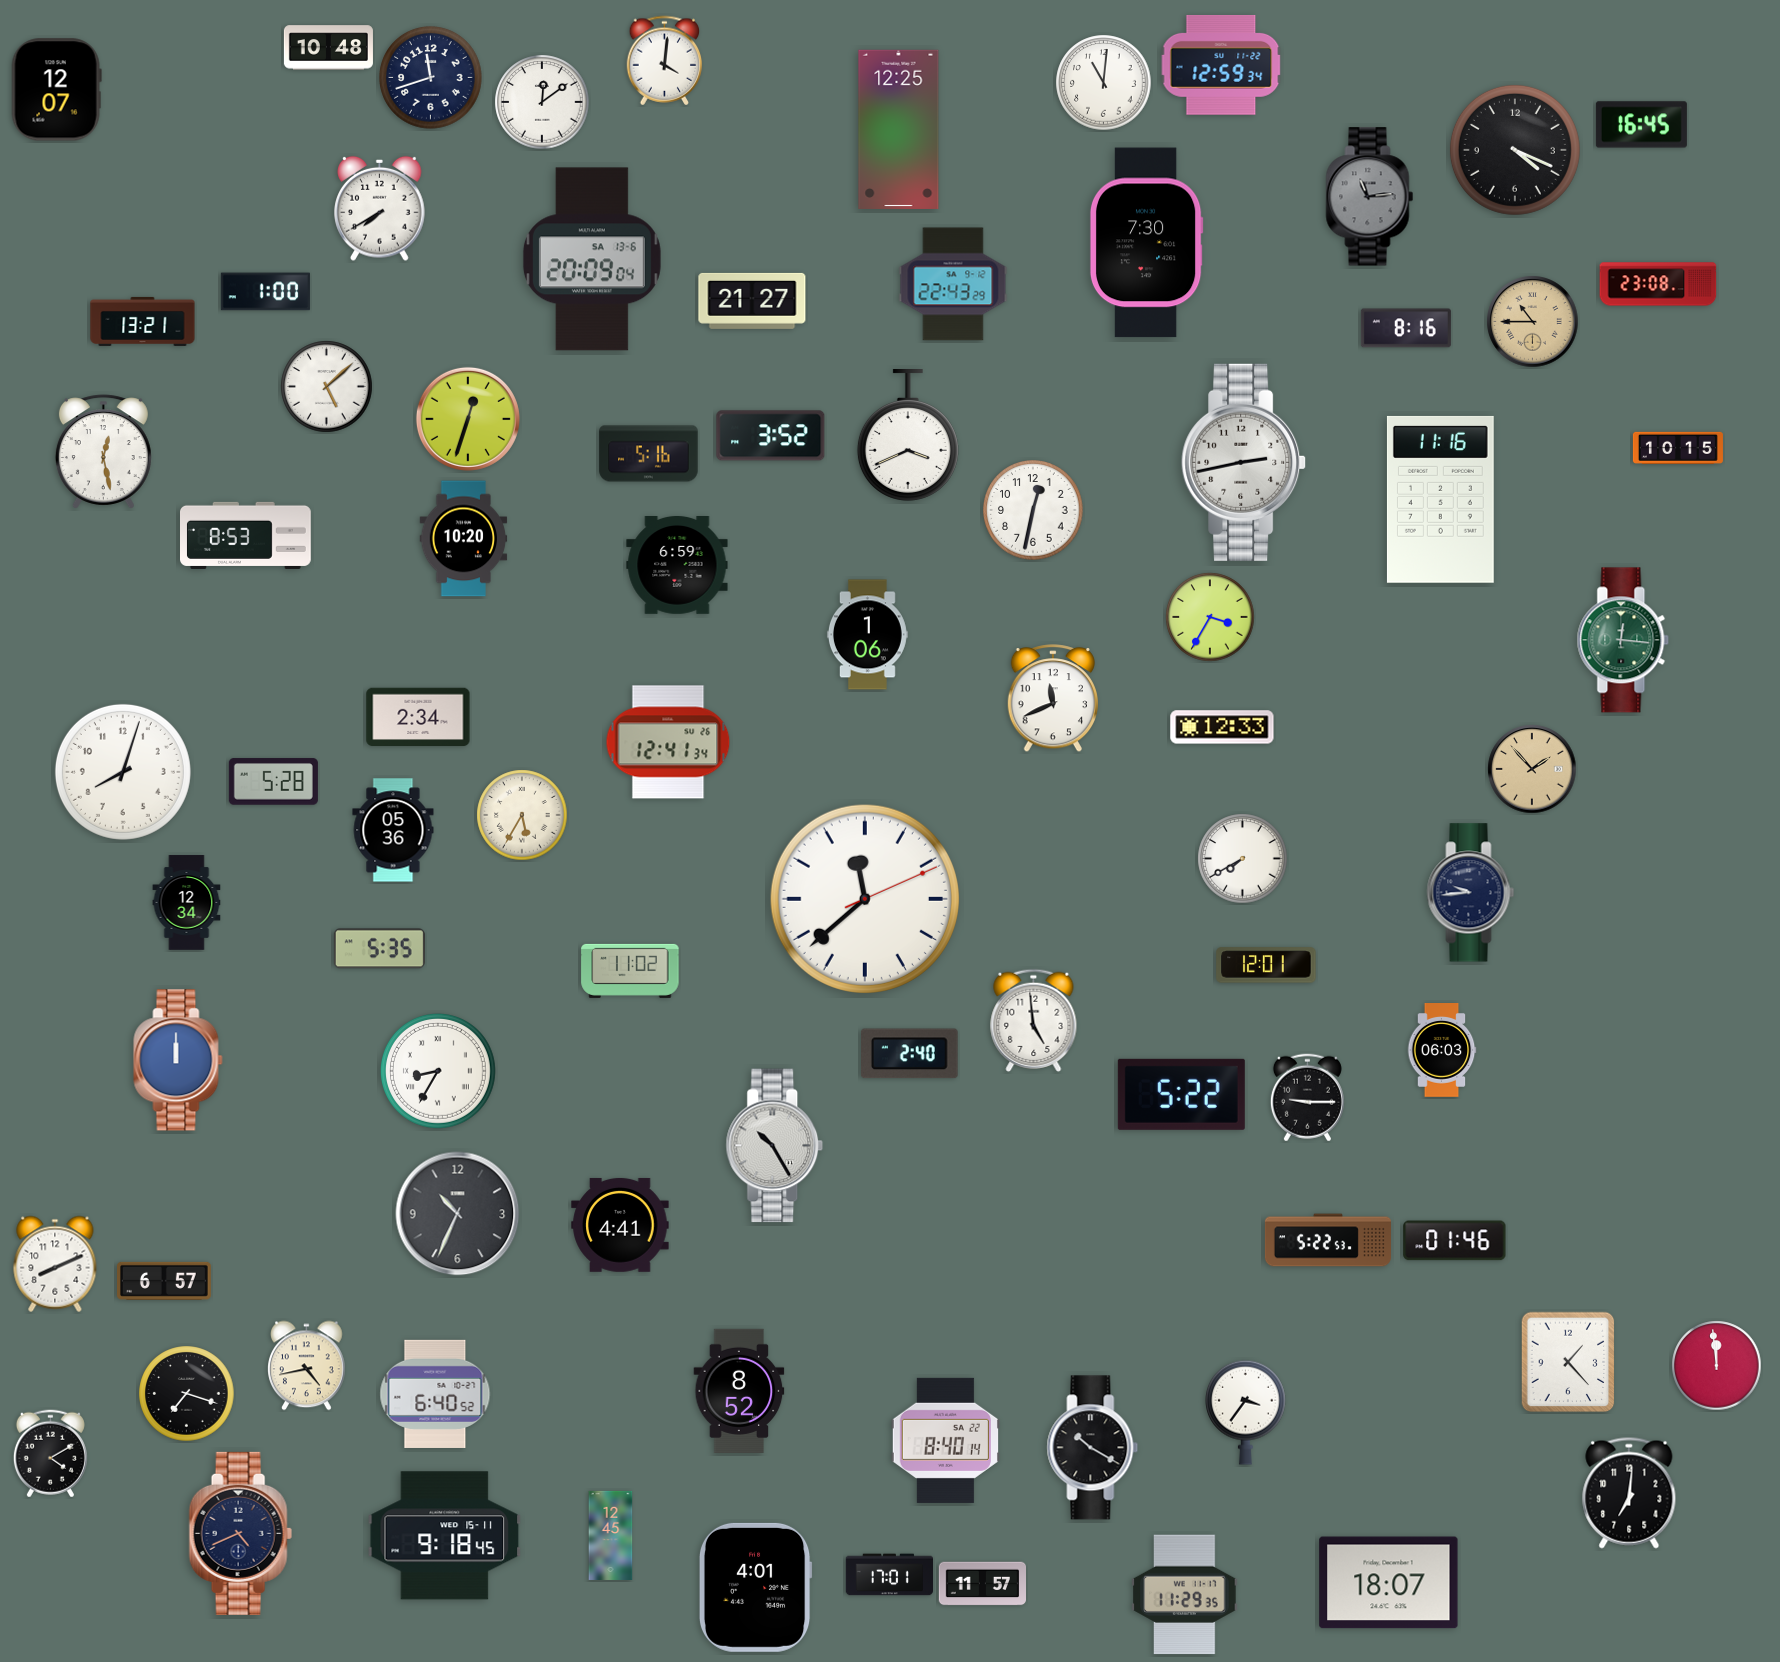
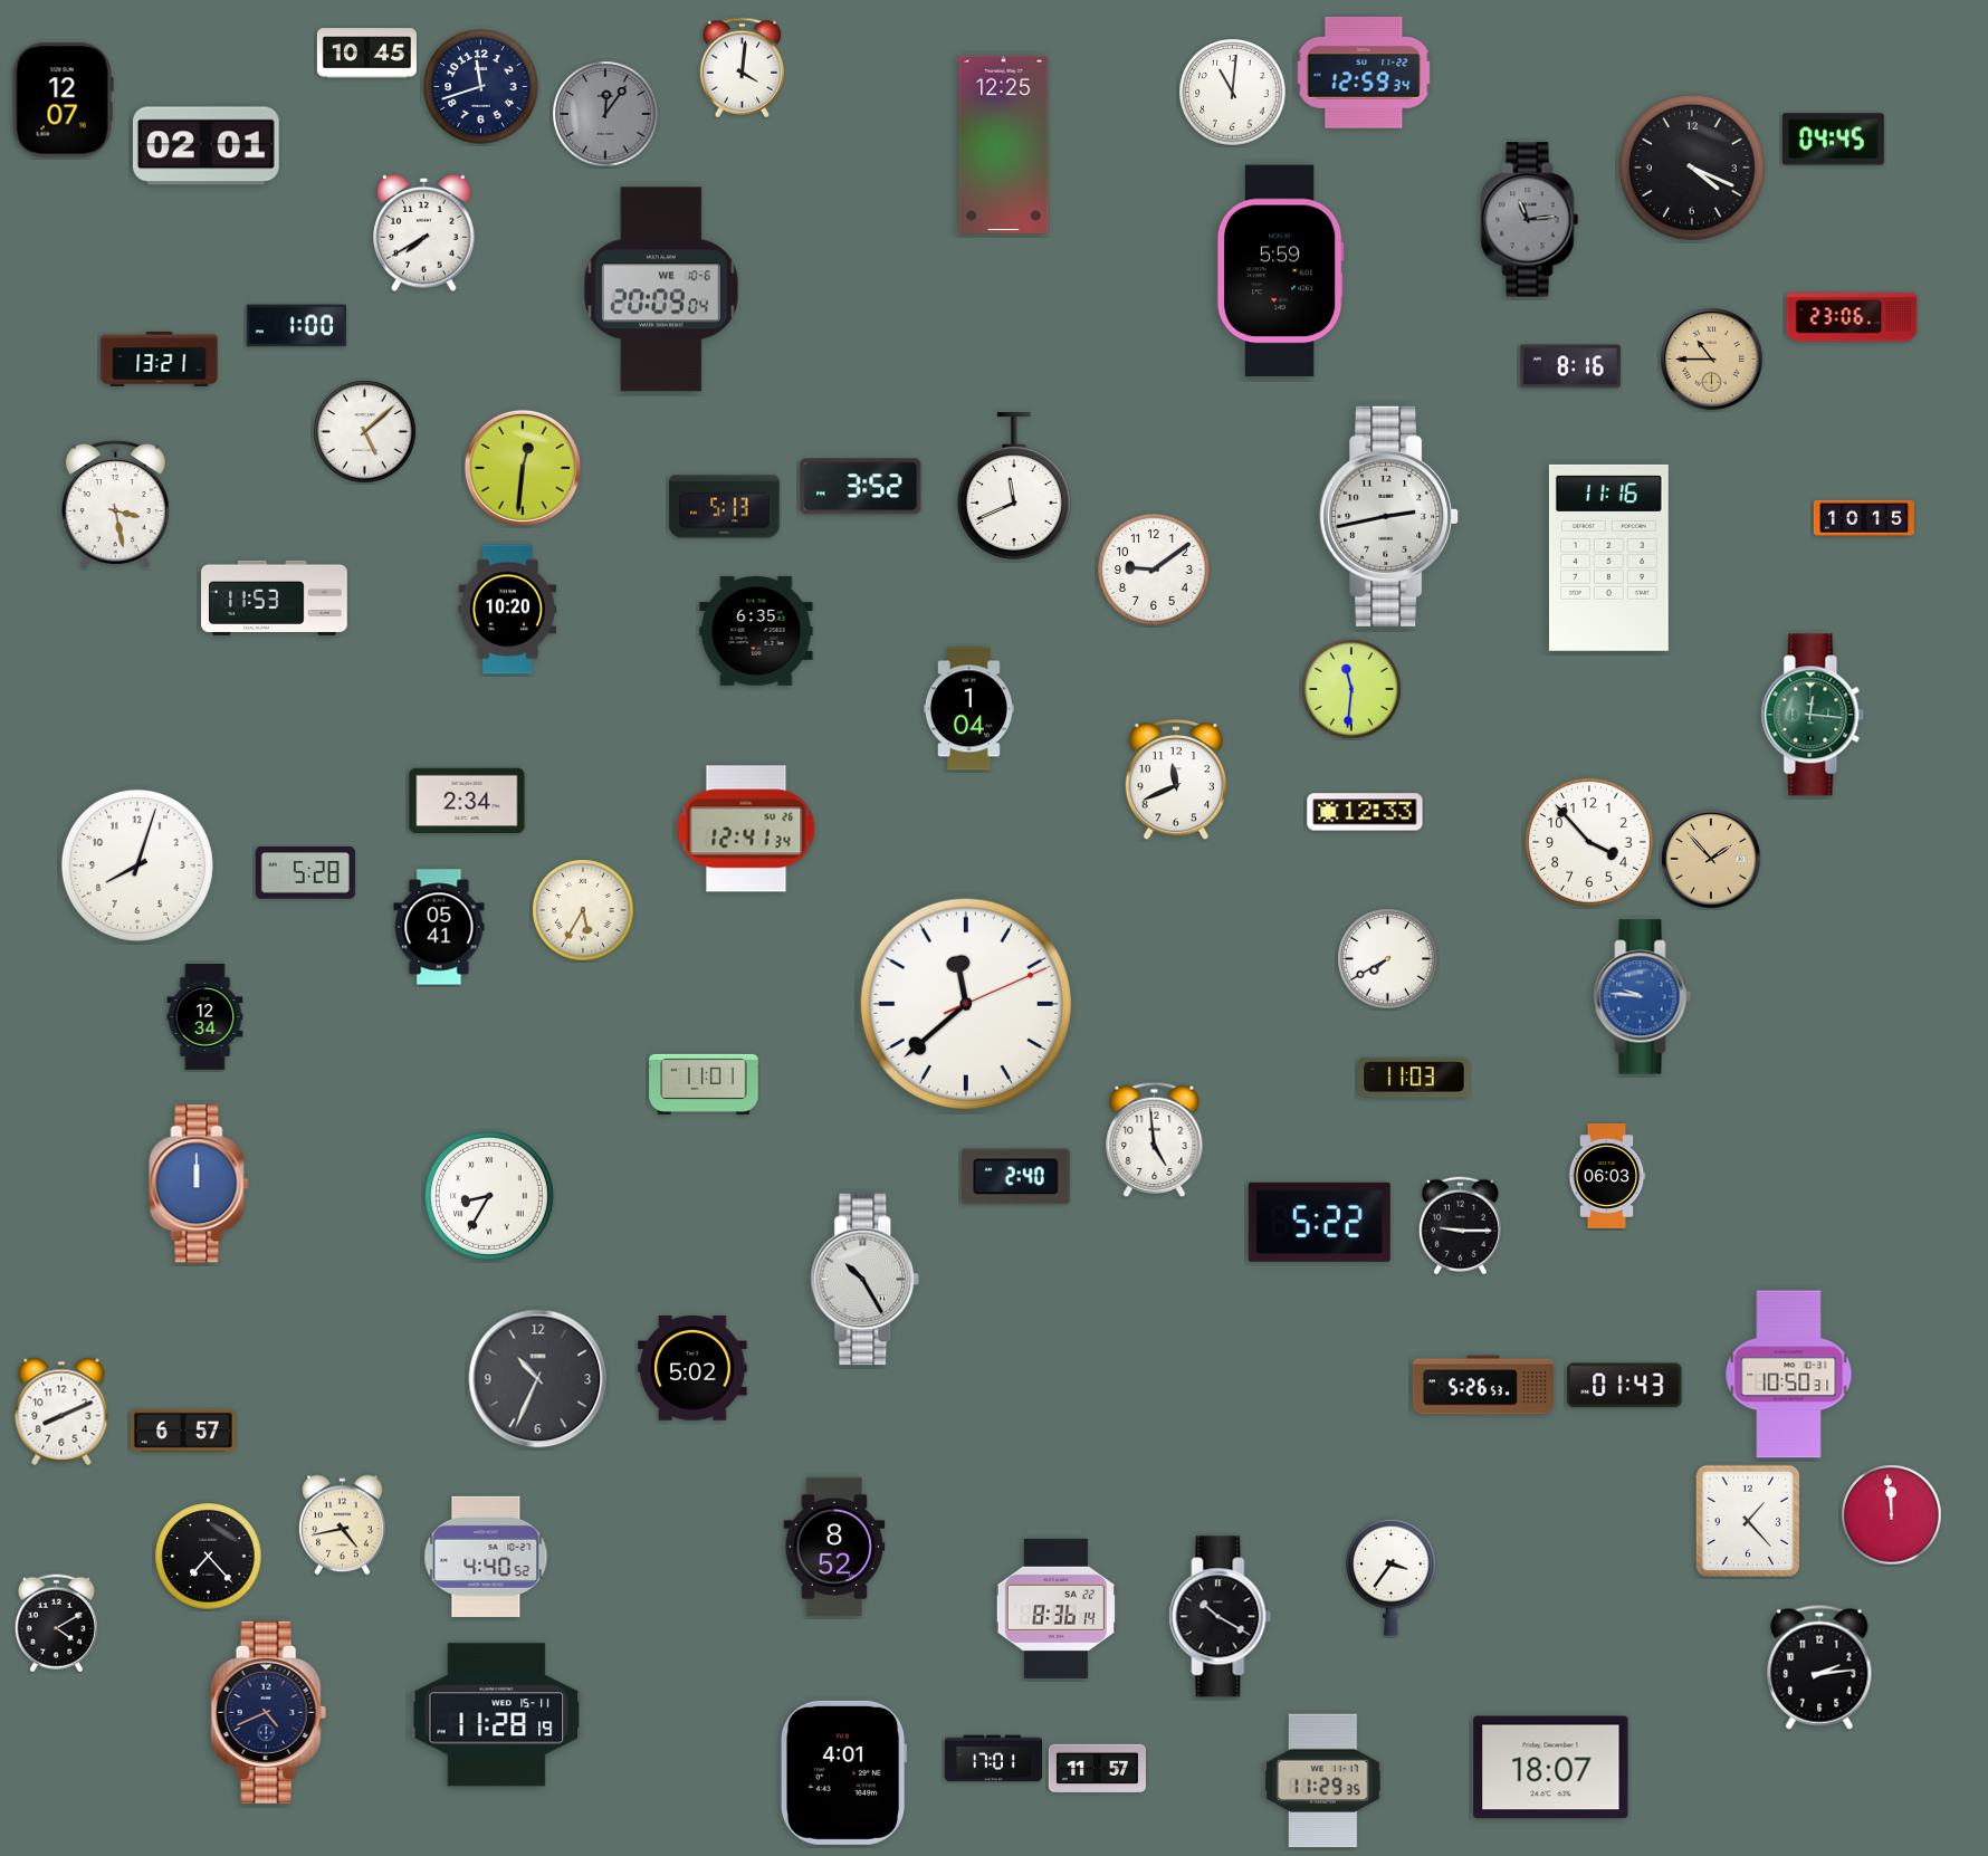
clock at (328, 48): 10:48 -> 10:45
clock at (542, 102): 12:09 -> 12:06
clock at (542, 102) dial: white -> grey
clock at (1641, 125): 16:45 -> 04:45
clock at (206, 146): none -> 02:01
clock at (1146, 243): 7:30 -> 5:59
clock at (592, 259) date: SA 13-6 -> WE 10-6
clock at (953, 284): 22:43 -> none
clock at (1658, 284): 23:08 -> 23:06
clock at (752, 301): 21:27 -> none
clock at (468, 419): 12:33 -> 12:31
clock at (908, 436): 3:41 -> 11:41
clock at (1678, 448) position: (1678, 448) -> (1864, 518)
clock at (103, 452): 12:28 -> 3:28
clock at (649, 454): 5:16 -> 5:13
clock at (1033, 510): 12:32 -> 9:09
clock at (246, 535): 8:53 -> 11:53
clock at (464, 539) position: (464, 539) -> (508, 610)
clock at (677, 566): 6:59 -> 6:35
clock at (1210, 617): 3:35 -> 11:31
clock at (867, 635): 1:06 -> 1:04
clock at (1589, 842): none -> 3:53
clock at (123, 772) position: (123, 772) -> (137, 865)
clock at (393, 830): 05:36 -> 05:41
clock at (1471, 893): 9:44 -> 9:46
clock at (1471, 893) dial: navy -> blue
clock at (187, 903) position: (187, 903) -> (206, 1017)
clock at (379, 949): 5:35 -> none
clock at (1266, 965): 12:01 -> 11:03
clock at (630, 971): 11:02 -> 11:01
clock at (1442, 1051) position: (1442, 1051) -> (1607, 1177)
clock at (458, 1214) position: (458, 1214) -> (538, 1379)
clock at (620, 1225): 4:41 -> 5:02
clock at (1789, 1375): none -> 10:50
clock at (1328, 1240): 5:22 -> 5:26
clock at (1455, 1241): 01:46 -> 01:43
clock at (1568, 1362) position: (1568, 1362) -> (1748, 1521)
clock at (1717, 1366) position: (1717, 1366) -> (1892, 1515)
clock at (739, 1391) position: (739, 1391) -> (834, 1547)
clock at (187, 1394): 7:18 -> 7:23
clock at (435, 1394): 6:40 -> 4:40
clock at (945, 1440): 8:40 -> 8:36
clock at (1629, 1493): 7:01 -> 2:14
clock at (611, 1535): 12:45 -> none
clock at (445, 1536): 9:18 -> 11:28
